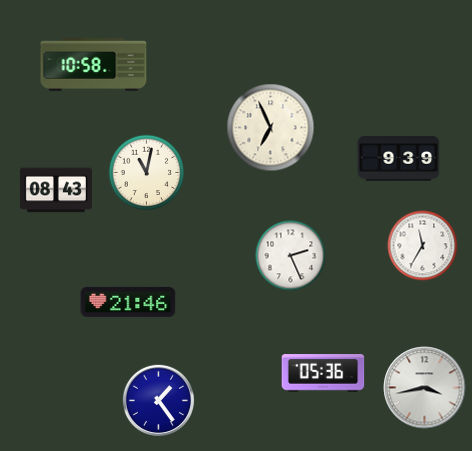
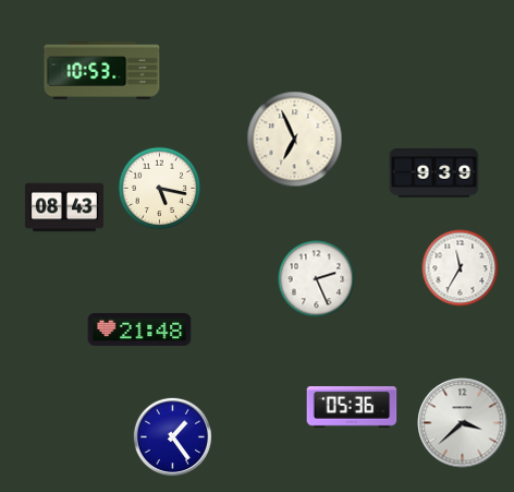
clock at (94, 65): 10:58 -> 10:53
clock at (147, 173): 11:02 -> 5:17
clock at (56, 190) position: (56, 190) -> (64, 207)
clock at (128, 302): 21:46 -> 21:48
clock at (425, 388): 3:43 -> 3:38
